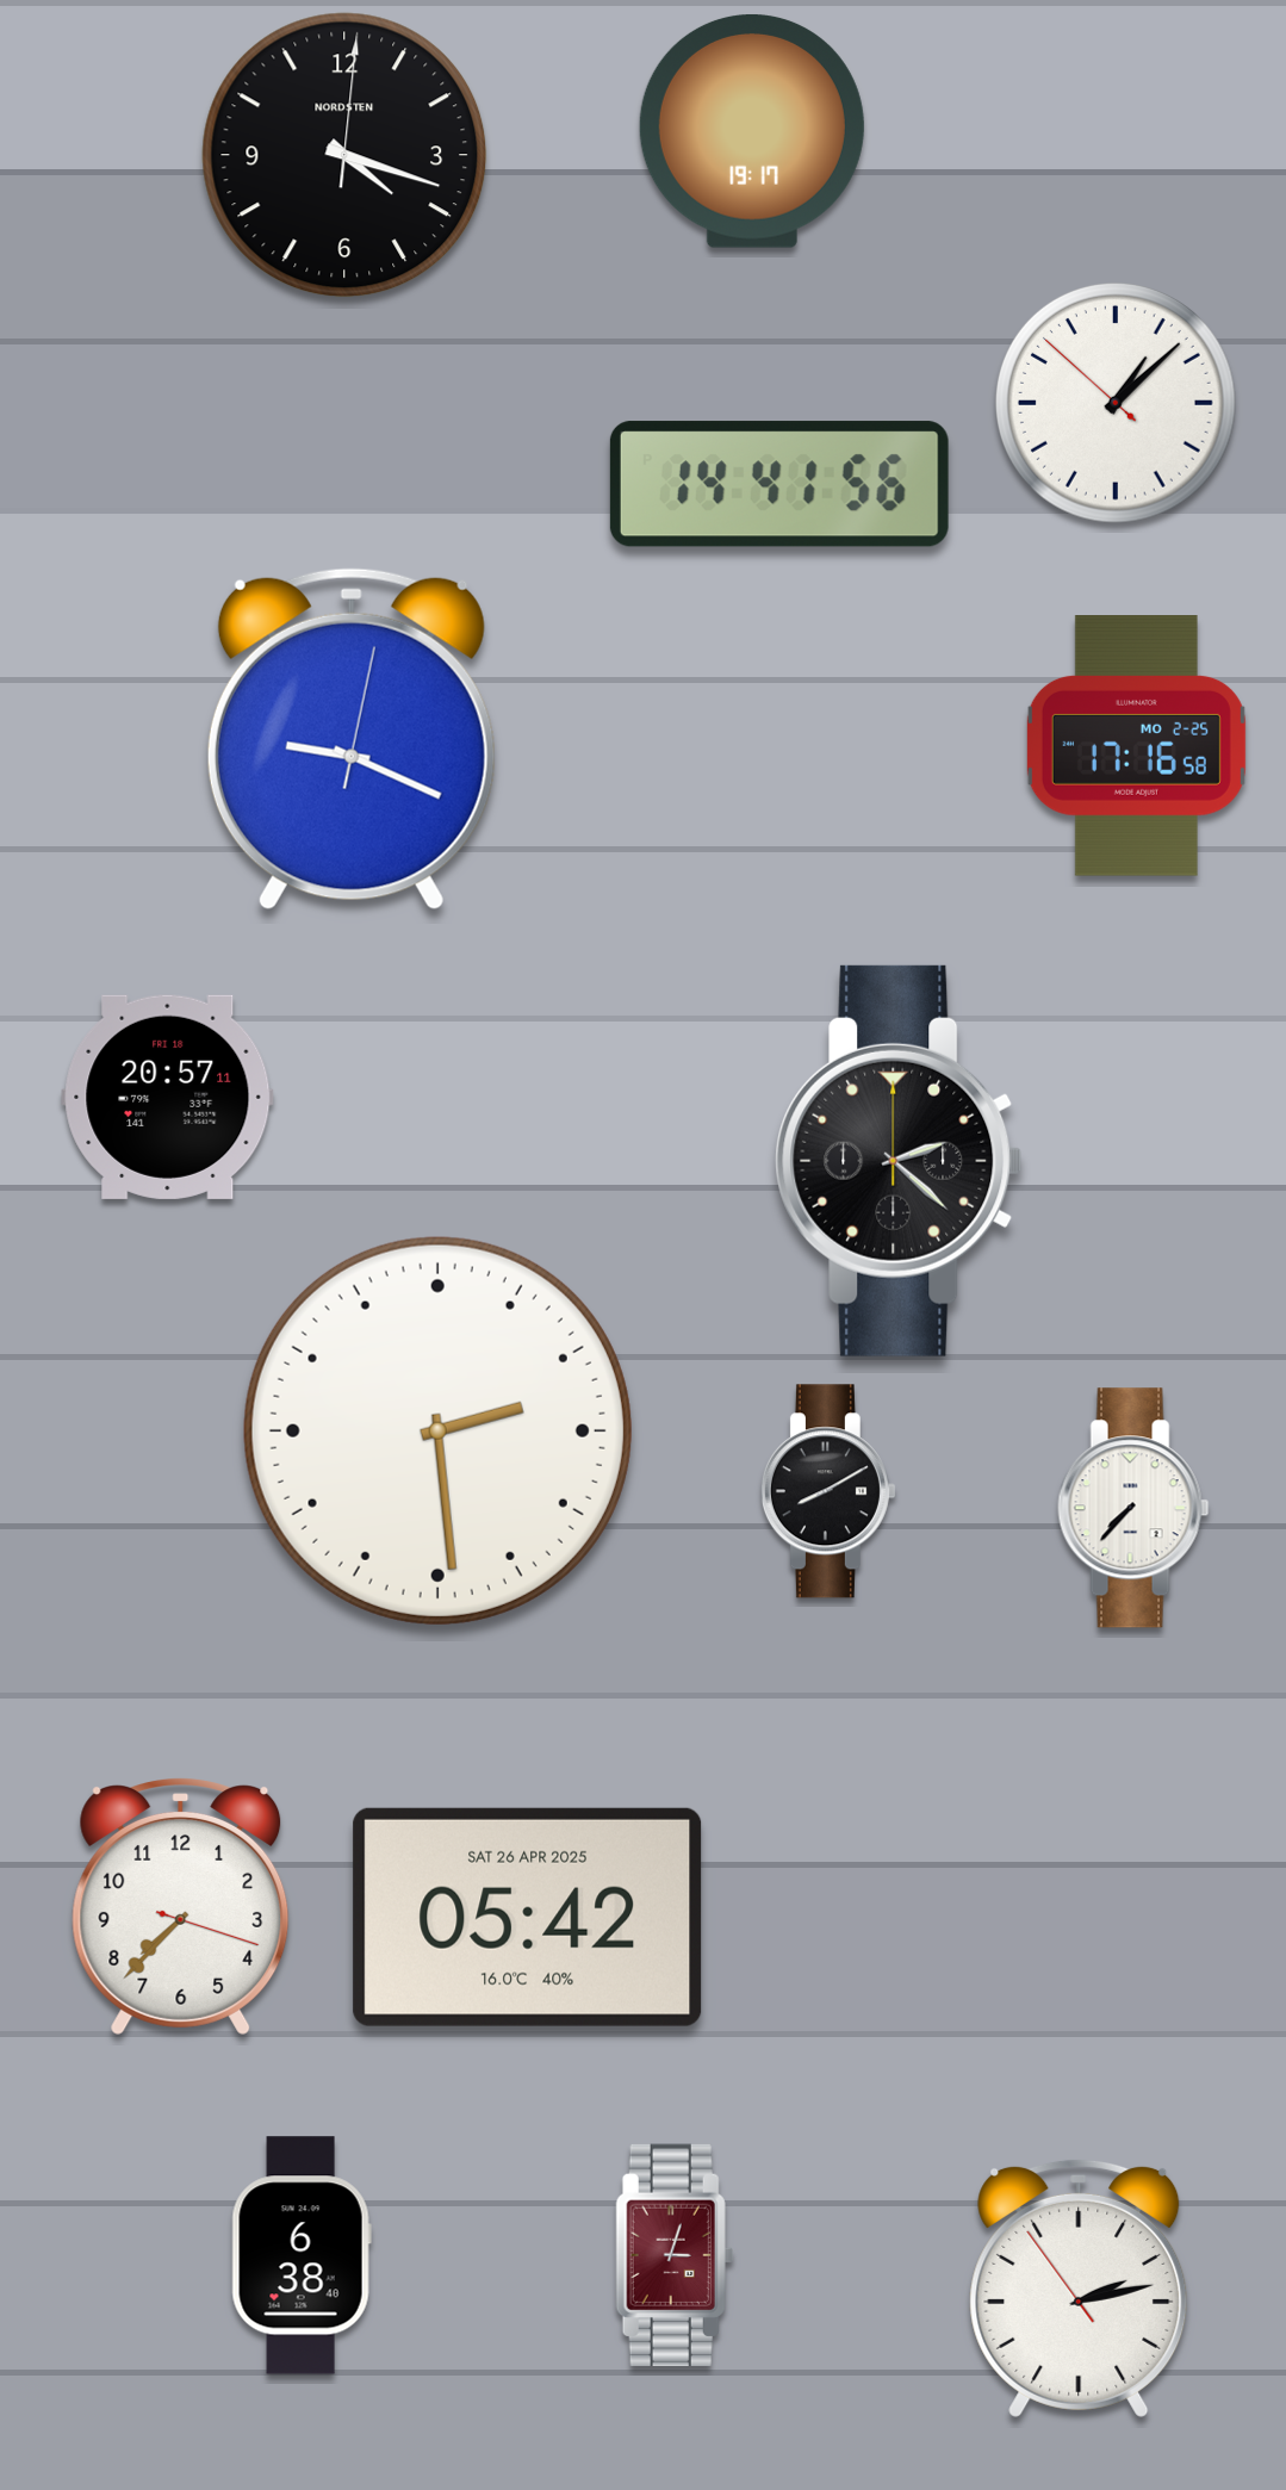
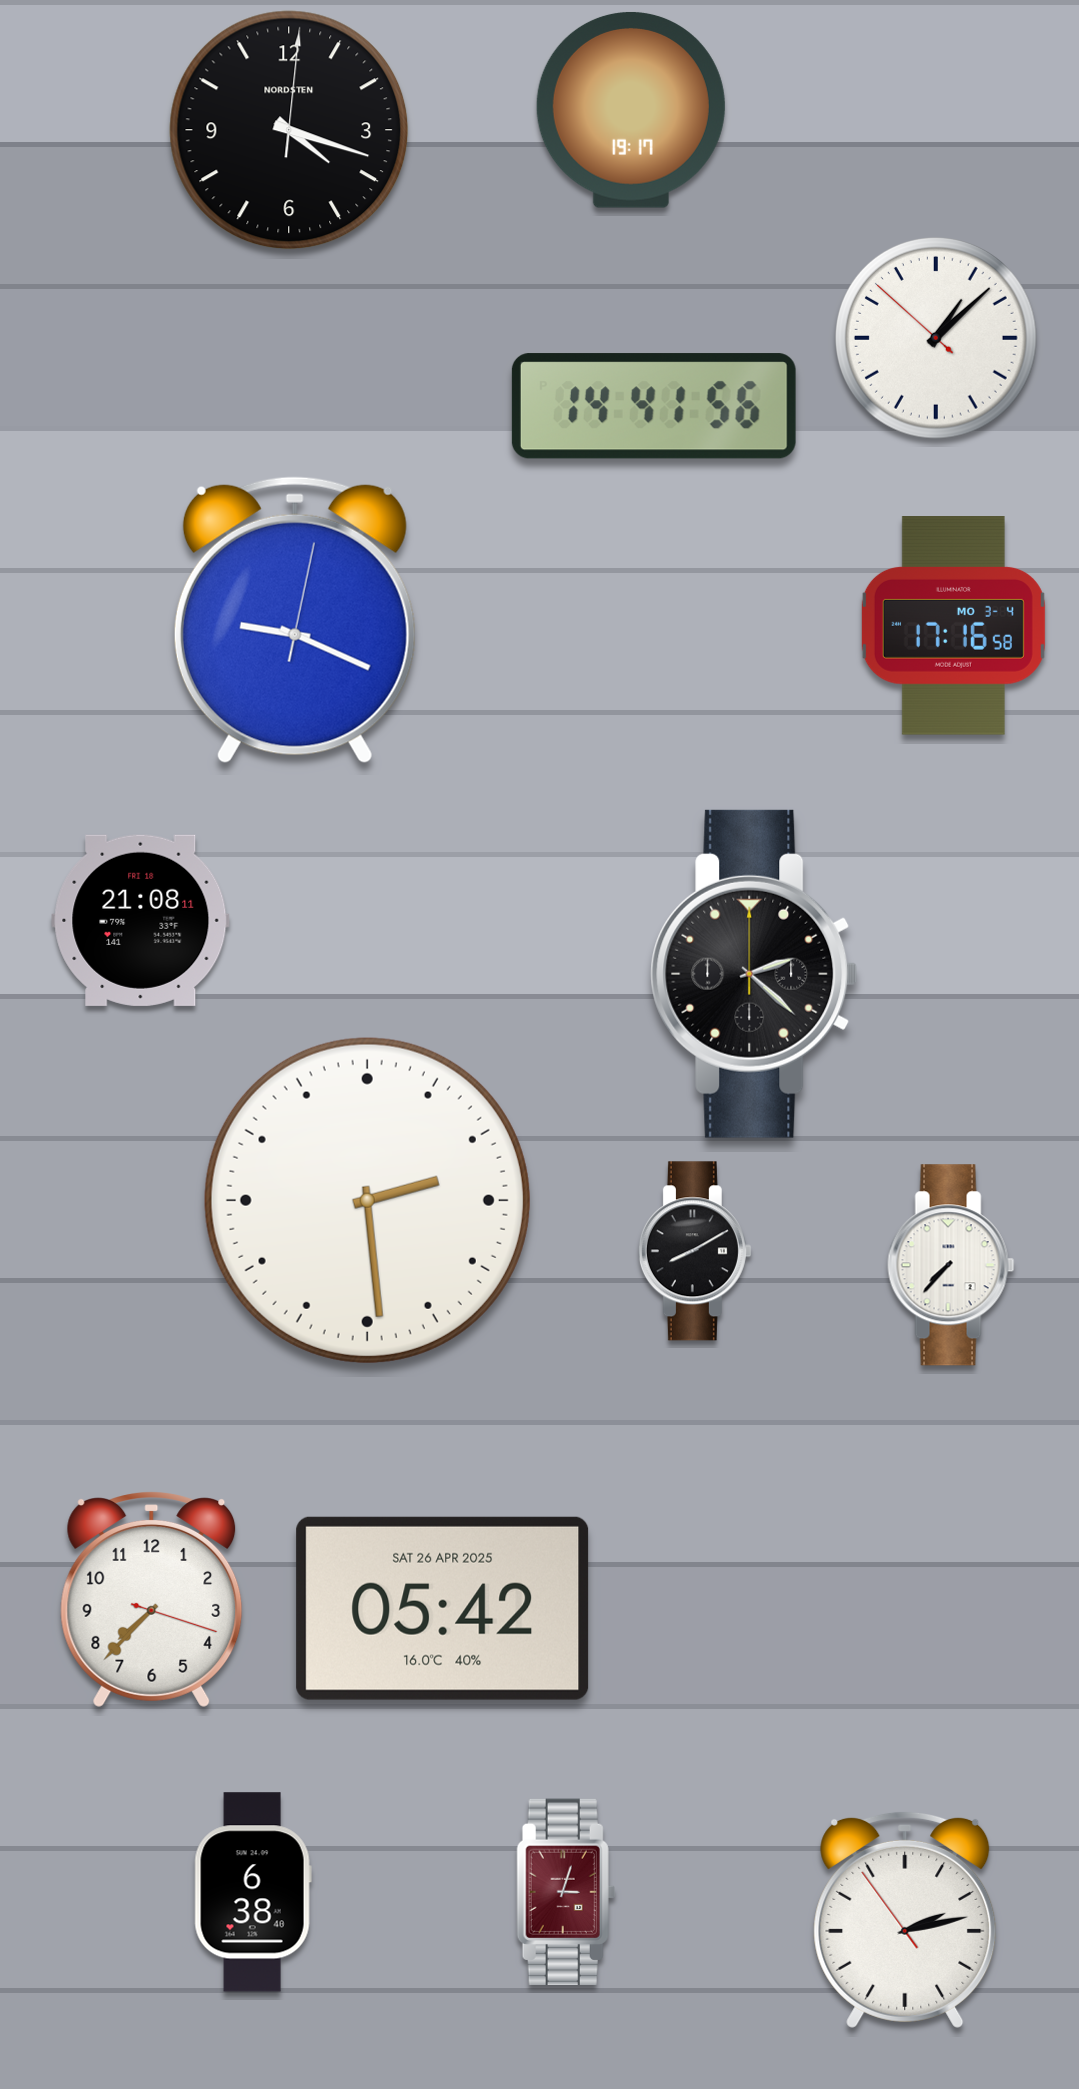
clock at (1136, 746) date: MO 2-25 -> MO 3-4
clock at (168, 1097): 20:57 -> 21:08
